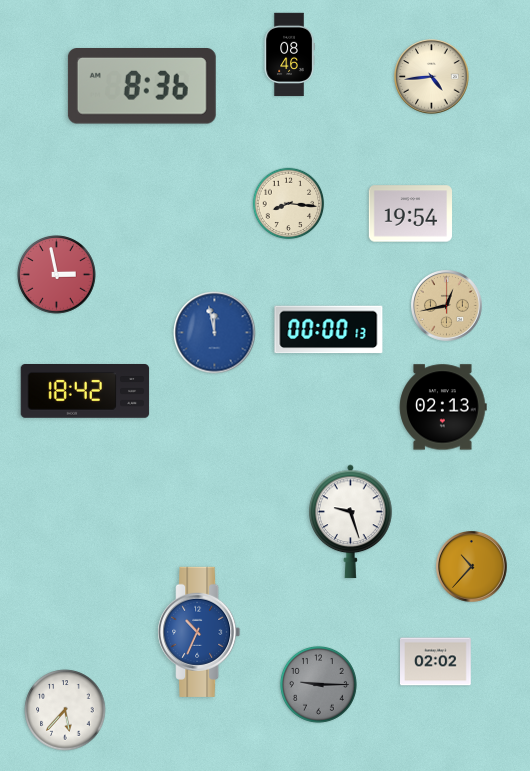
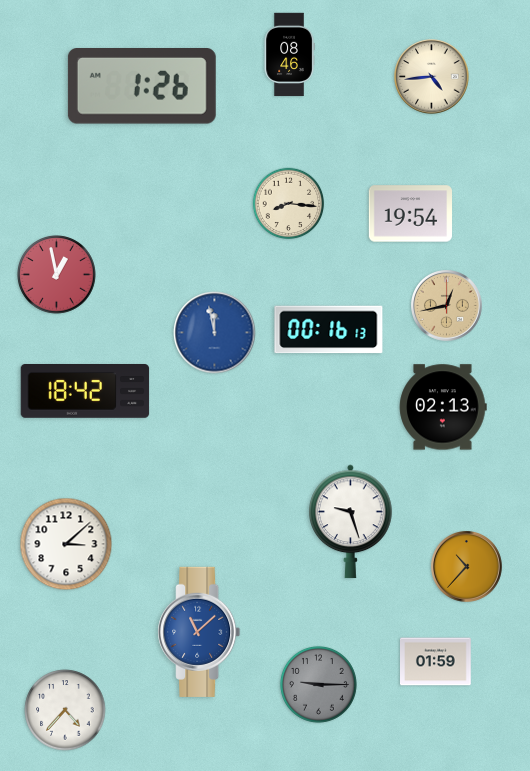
clock at (142, 87): 8:36 -> 1:26
clock at (57, 275): 2:58 -> 12:58
clock at (329, 330): 00:00 -> 00:16
clock at (66, 544): none -> 3:08
clock at (472, 567) position: (472, 567) -> (467, 567)
clock at (199, 632): 10:34 -> 11:08
clock at (436, 662): 02:02 -> 01:59
clock at (65, 710): 5:37 -> 4:37
